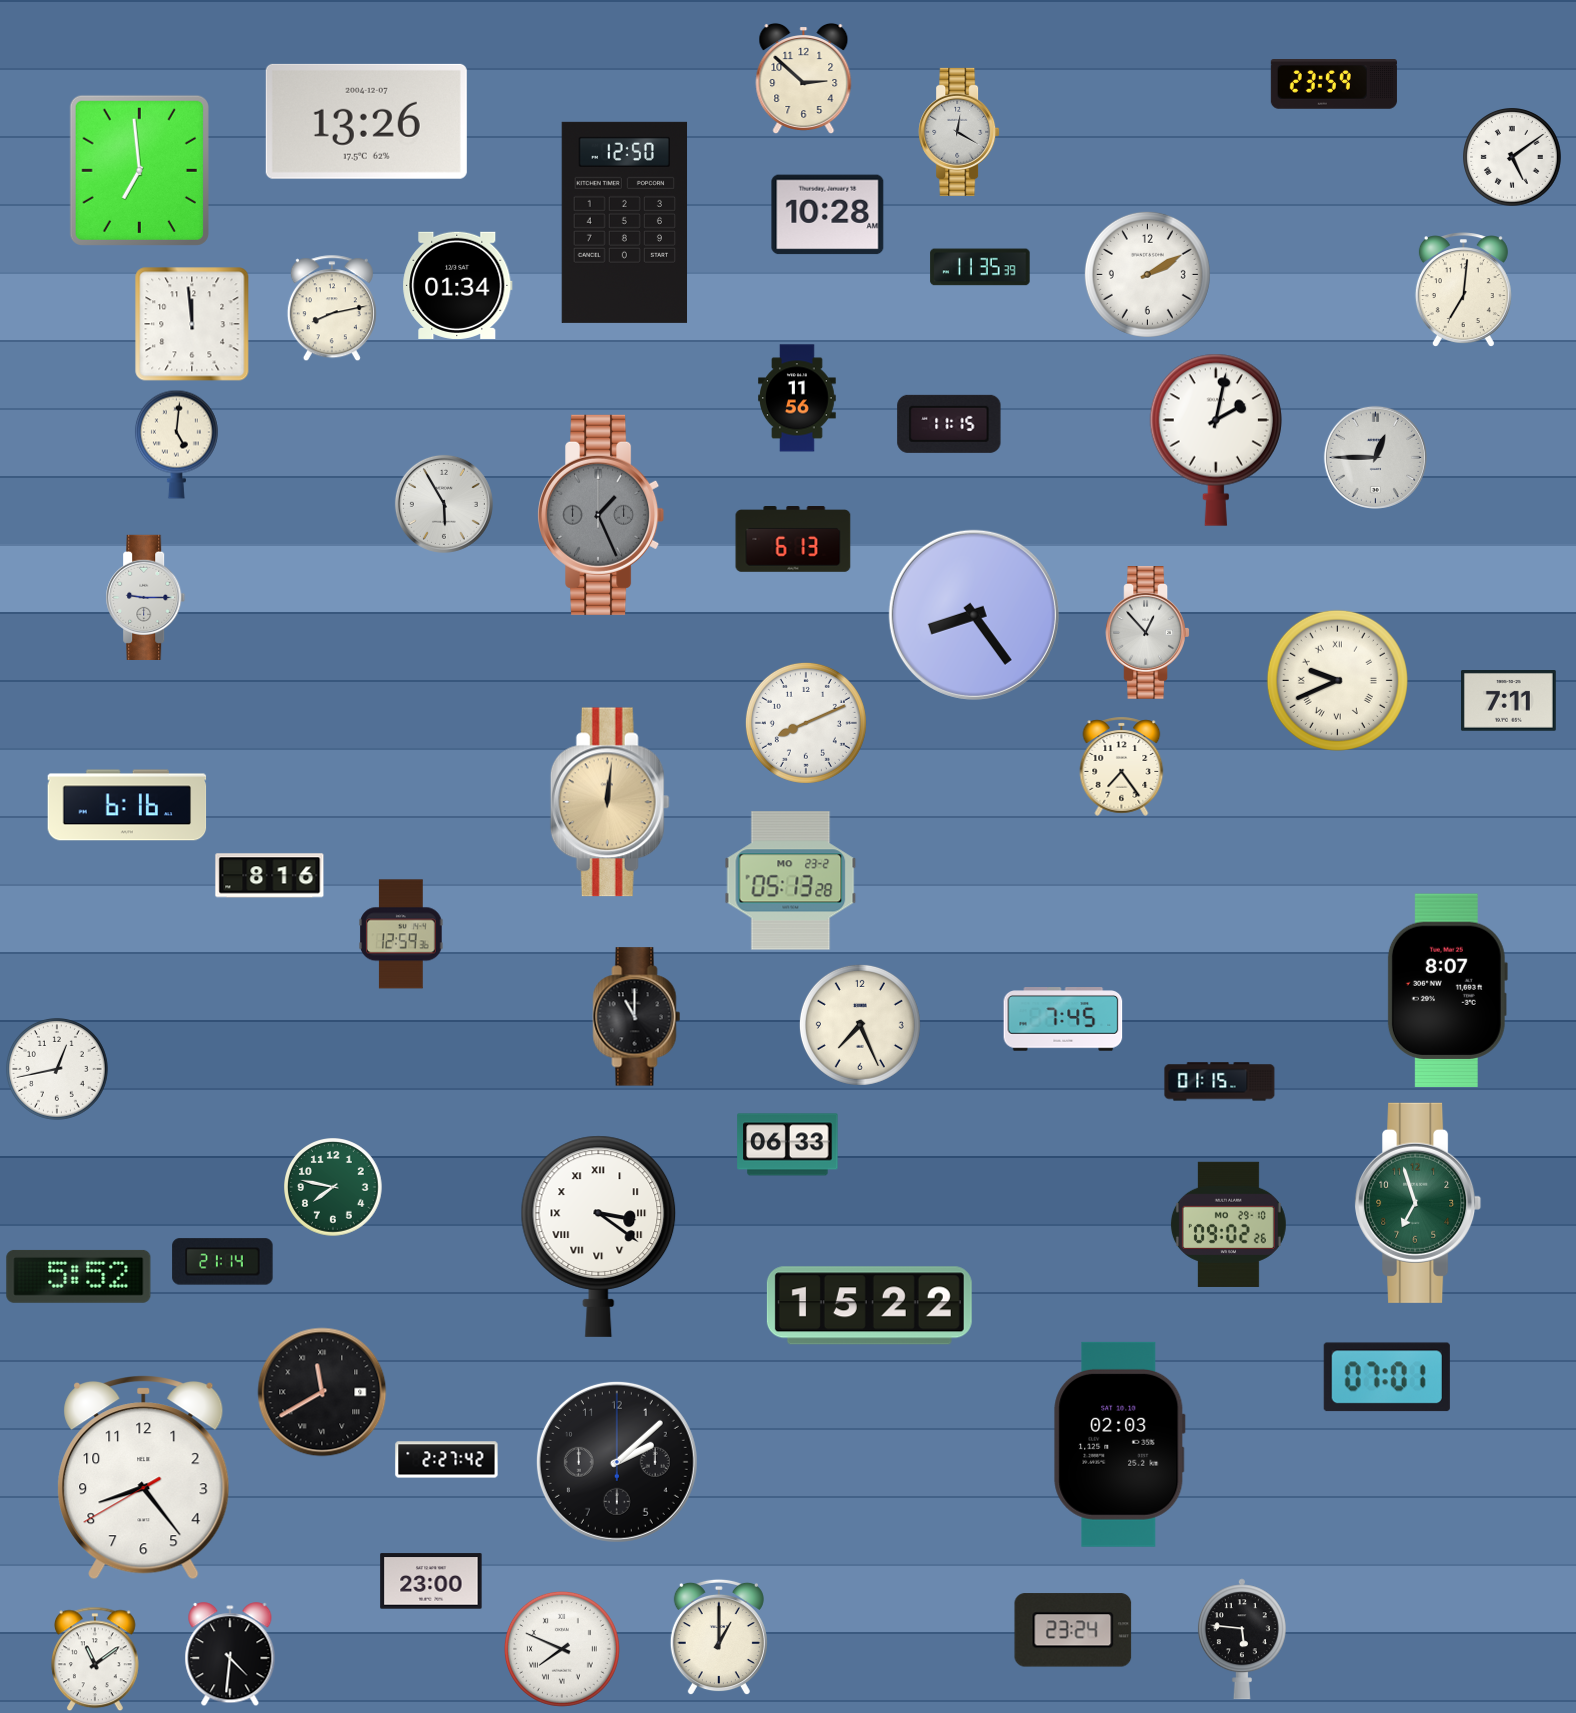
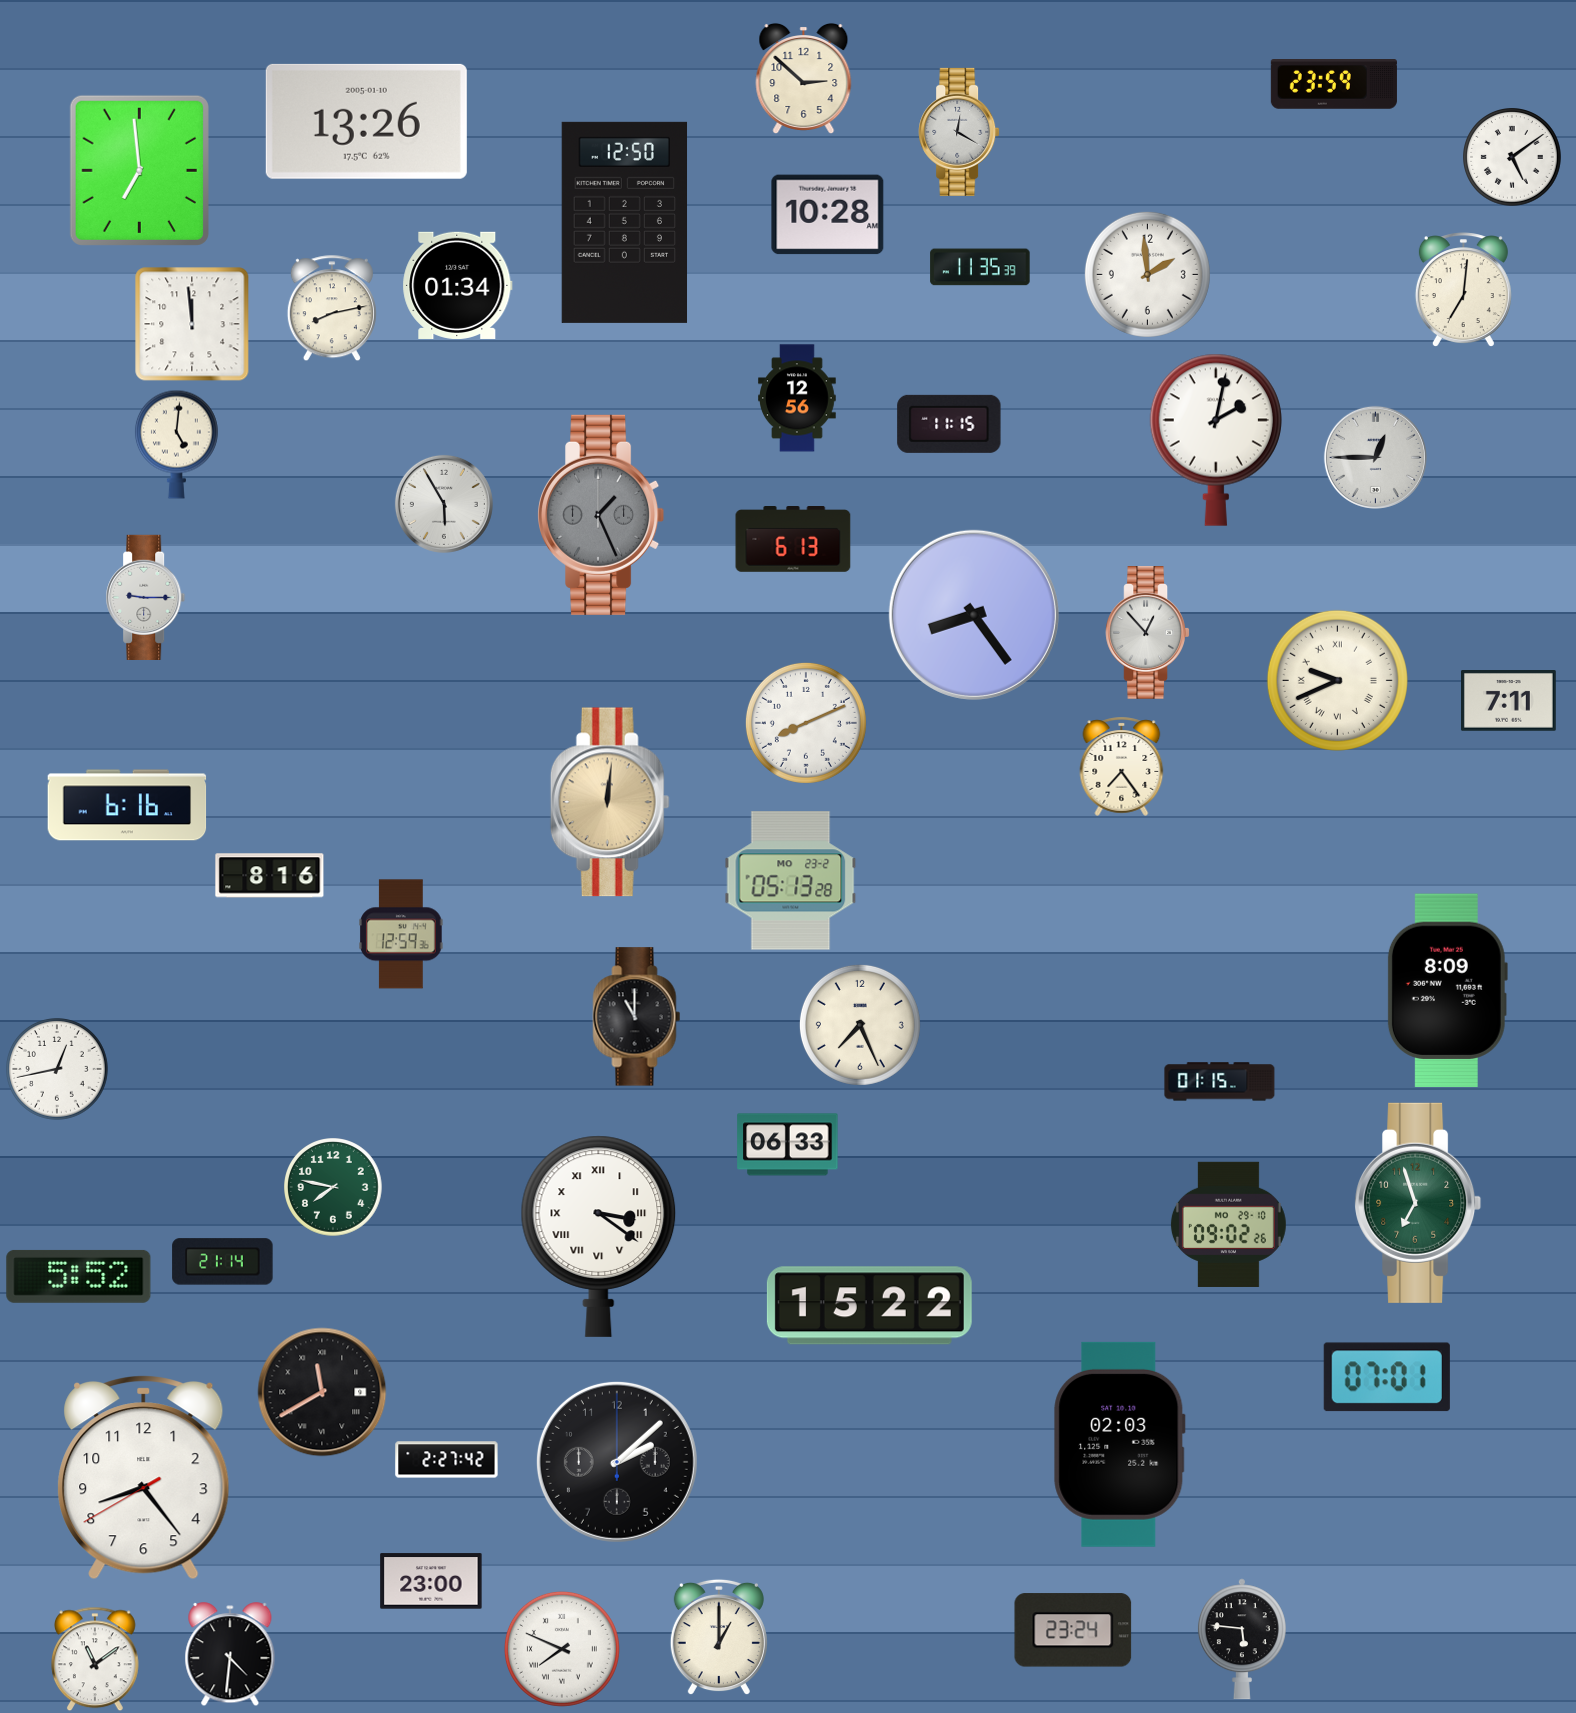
clock at (366, 121) date: 2004-12-07 -> 2005-01-10
clock at (1147, 274): 2:10 -> 1:59
clock at (797, 398): 11:56 -> 12:56
clock at (1447, 991): 8:07 -> 8:09
clock at (1063, 1019): 7:45 -> none
